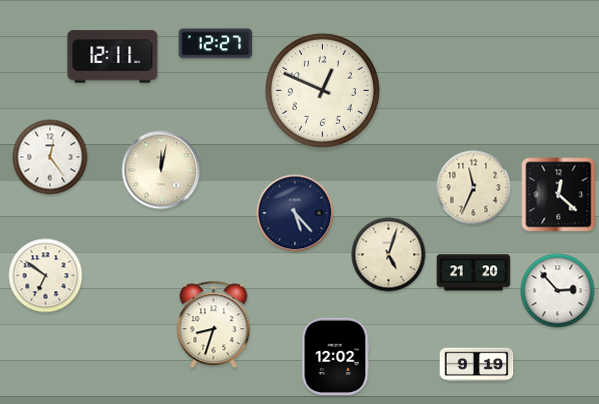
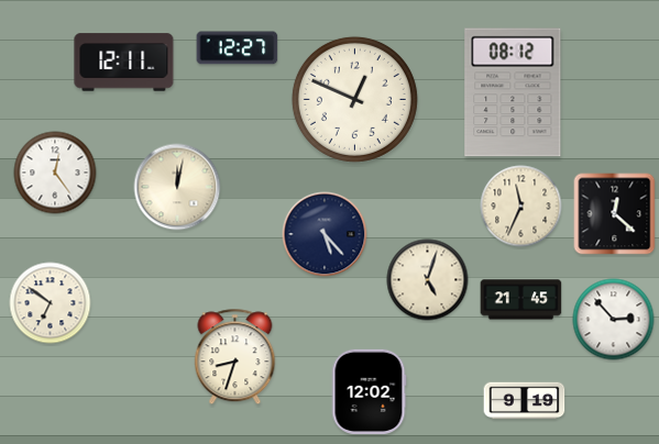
clock at (513, 92): none -> 08:12
clock at (474, 273): 21:20 -> 21:45
